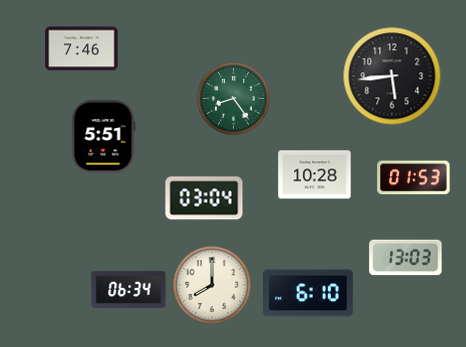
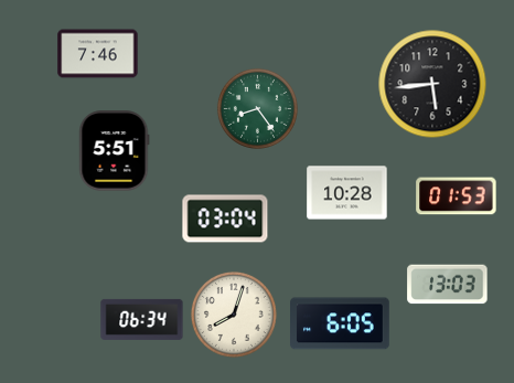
clock at (82, 49) position: (82, 49) -> (98, 54)
clock at (212, 285): 8:00 -> 8:03
clock at (309, 293): 6:10 -> 6:05
